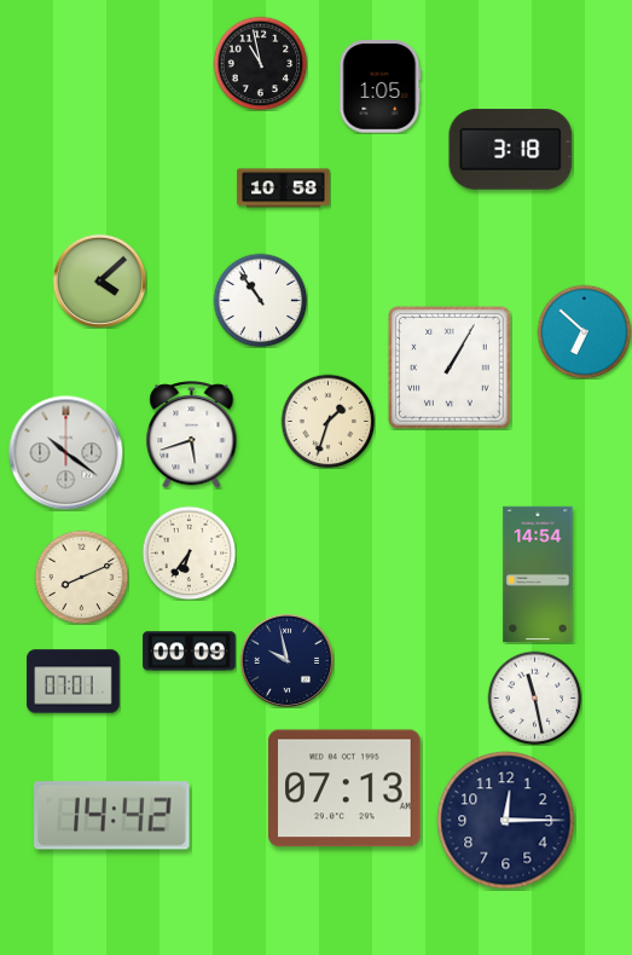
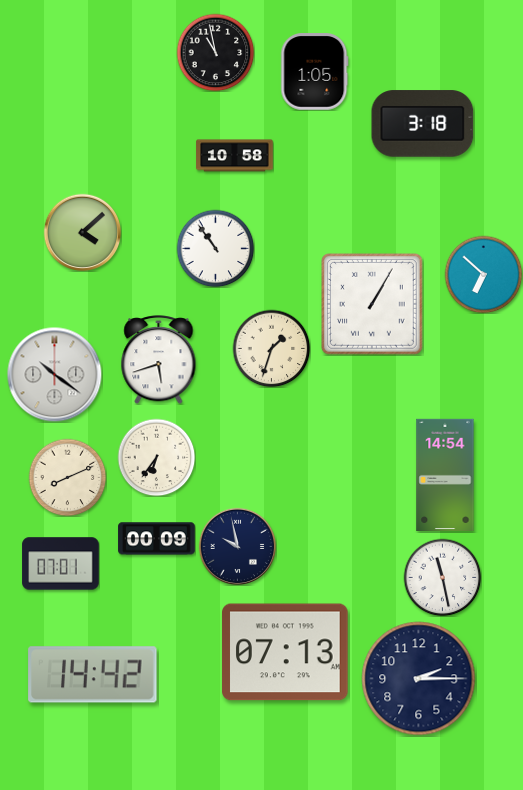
clock at (506, 821): 12:15 -> 2:15
